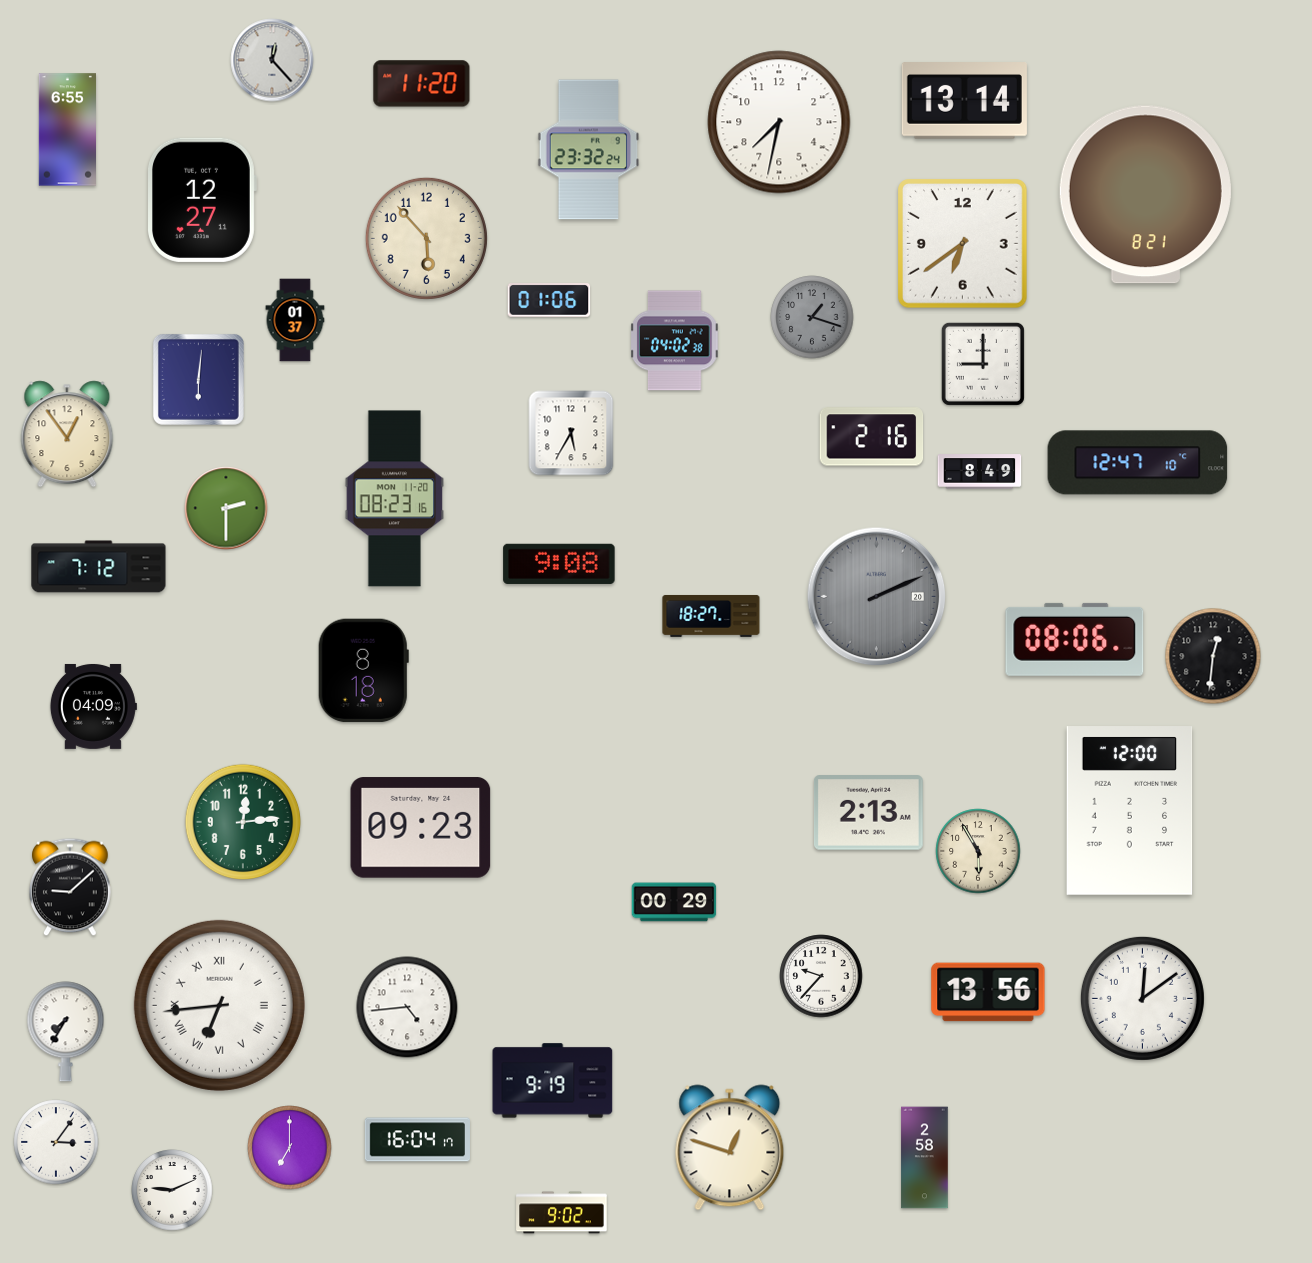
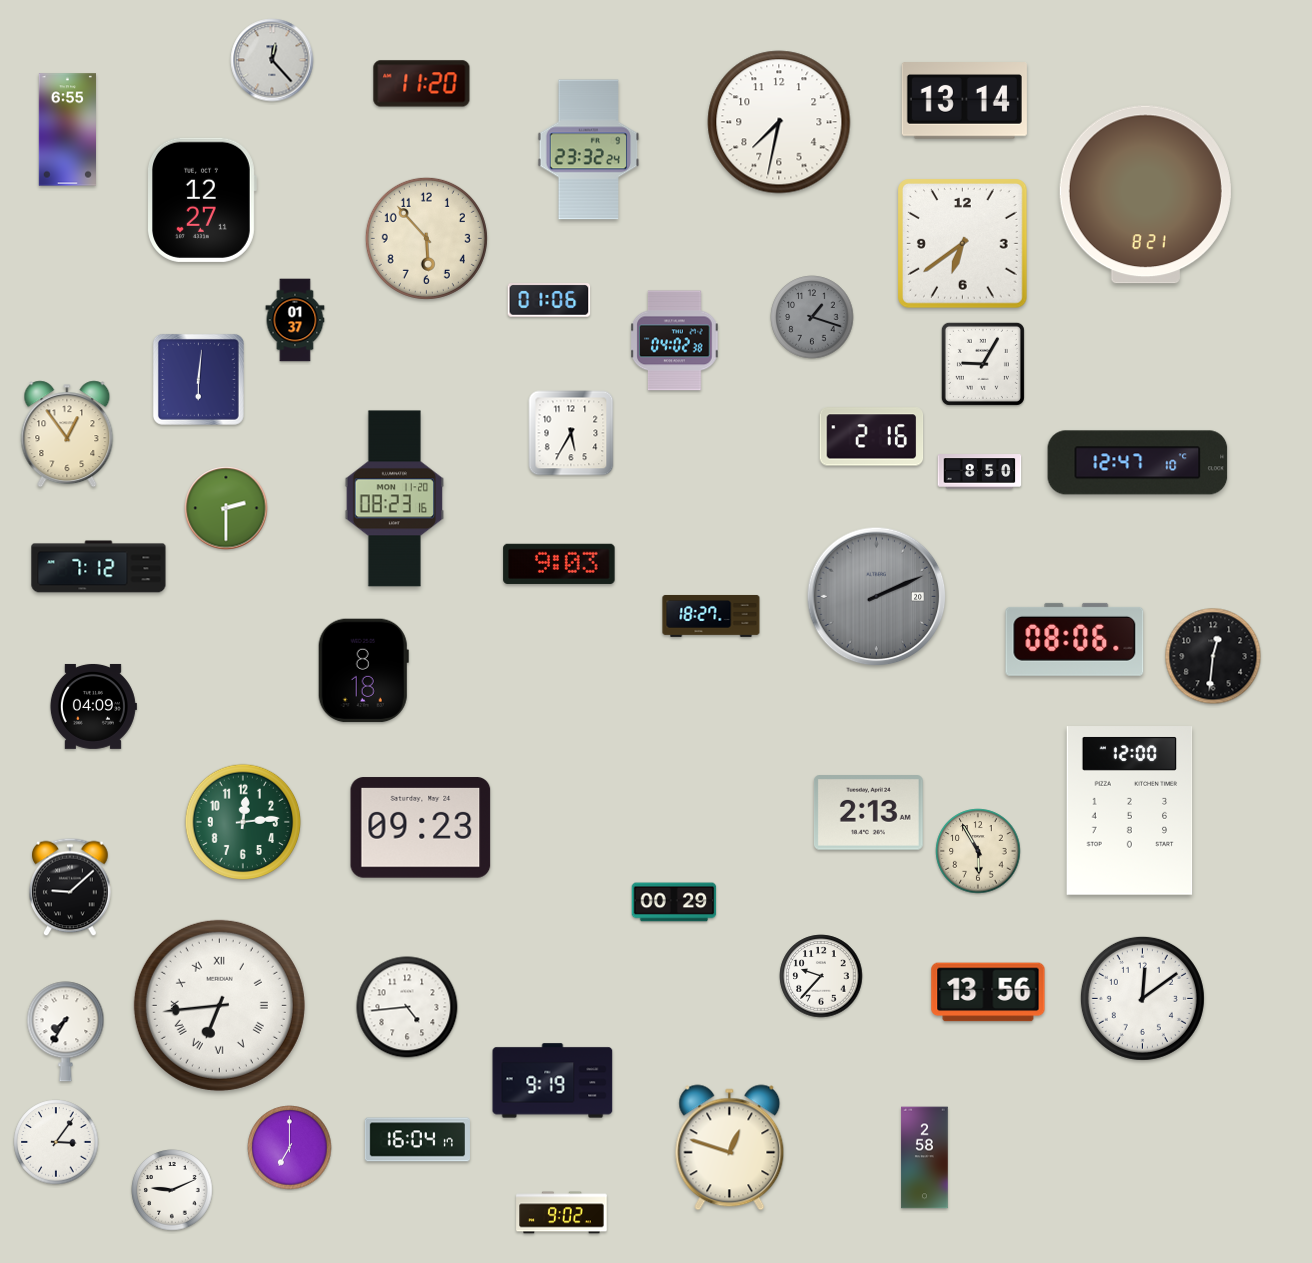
clock at (983, 364): 9:00 -> 9:05
clock at (980, 472): 8:49 -> 8:50
clock at (559, 564): 9:08 -> 9:03
